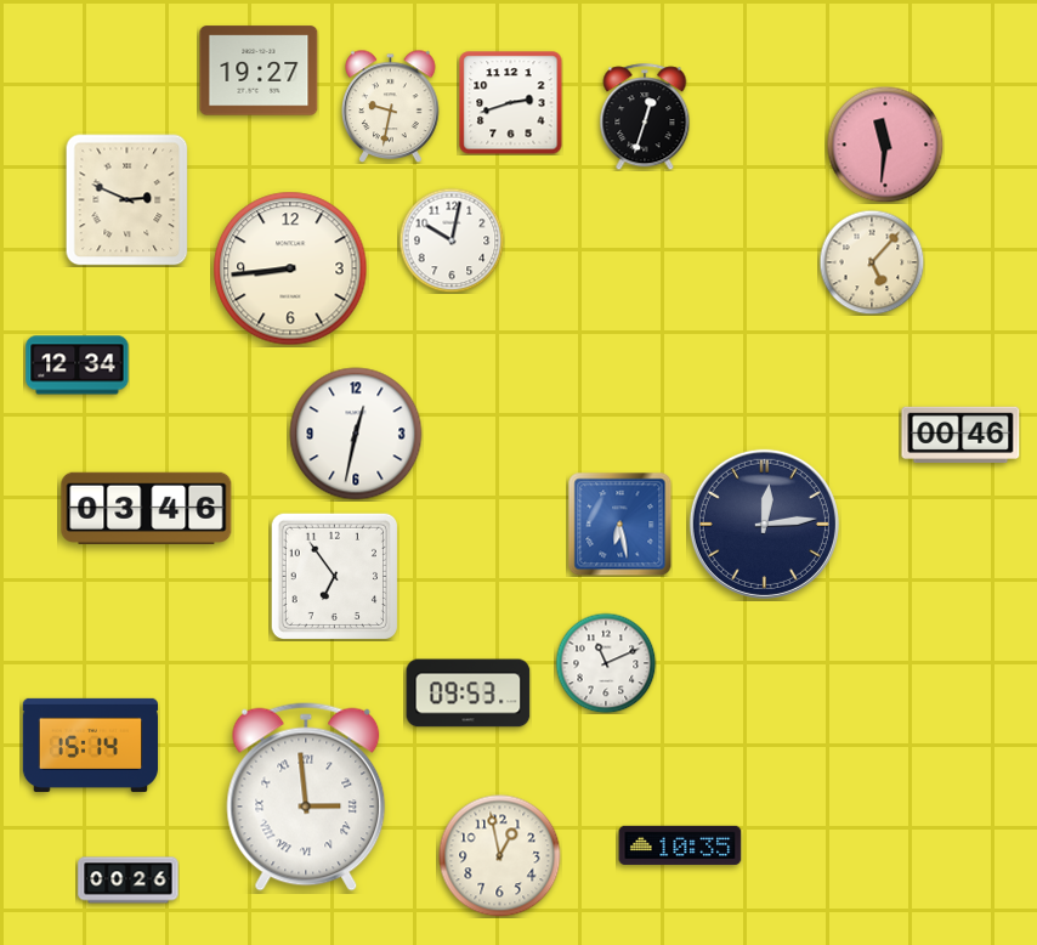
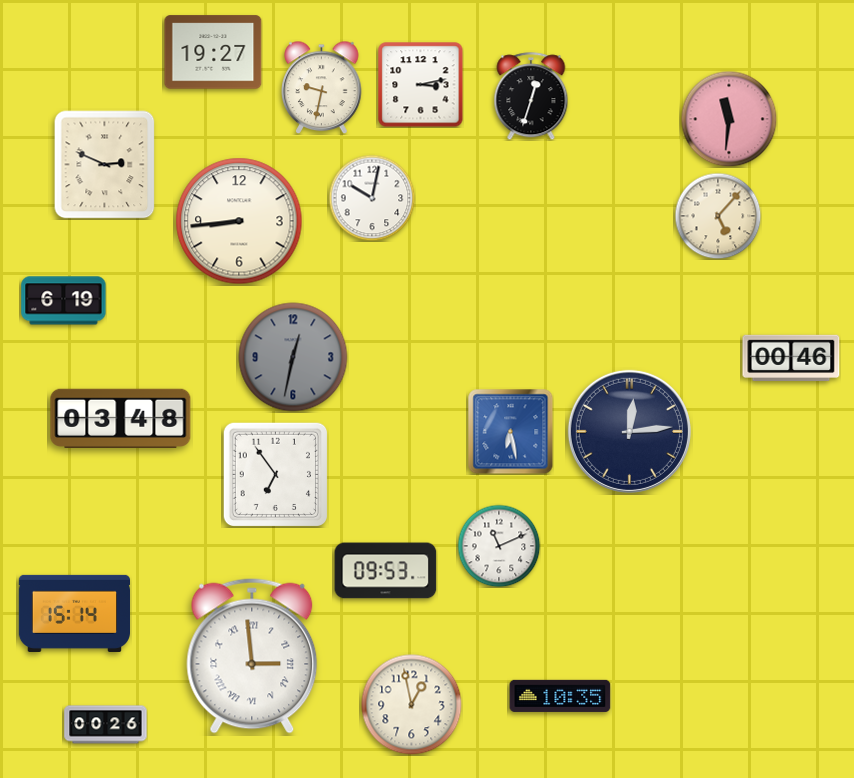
clock at (259, 70) position: (259, 70) -> (213, 52)
clock at (511, 103): 2:42 -> 3:13
clock at (78, 366): 12:34 -> 6:19
clock at (356, 434) dial: white -> grey
clock at (147, 508): 03:46 -> 03:48
